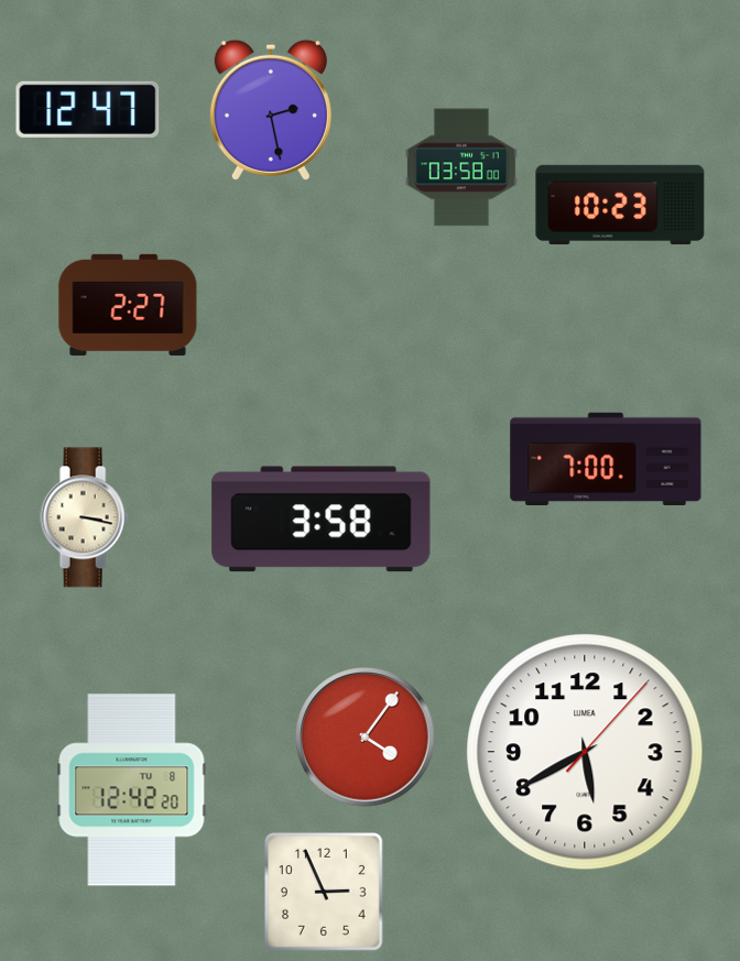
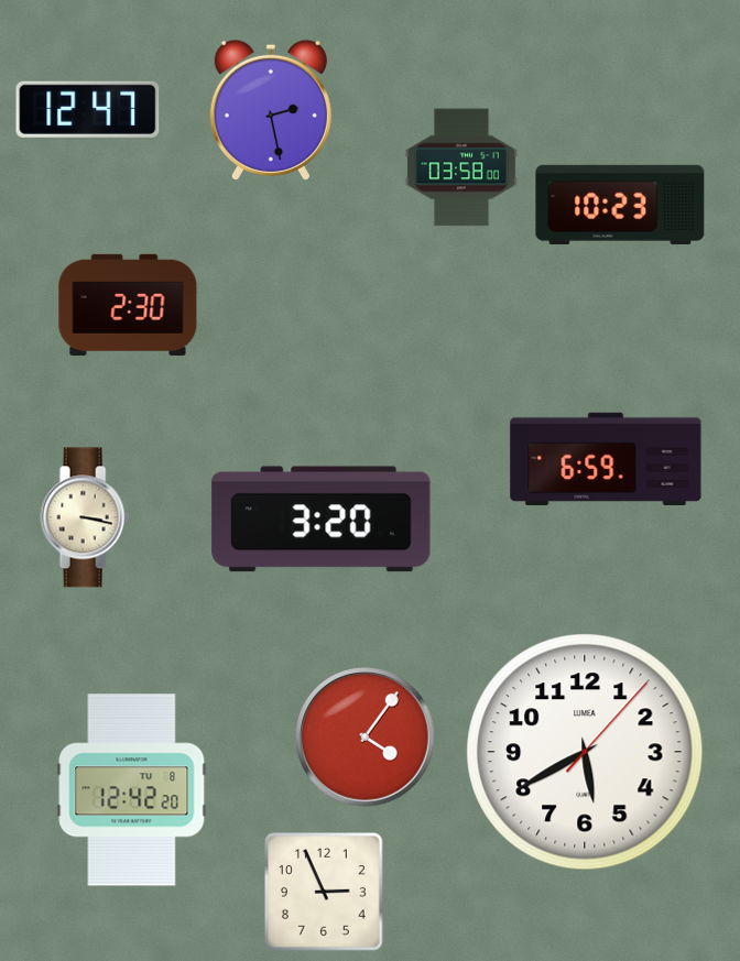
clock at (128, 305): 2:27 -> 2:30
clock at (606, 458): 7:00 -> 6:59
clock at (322, 520): 3:58 -> 3:20
